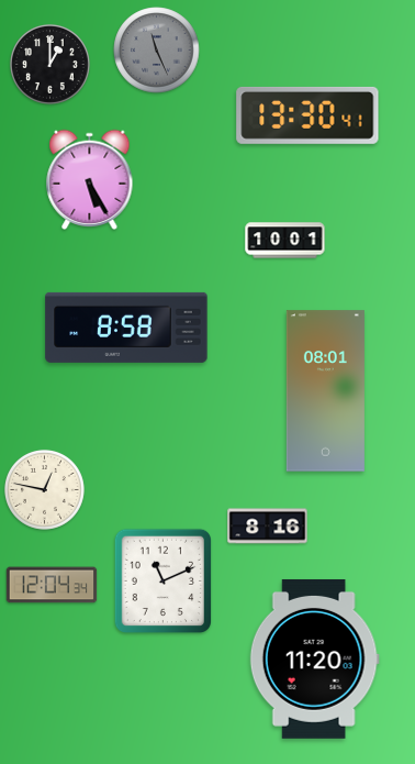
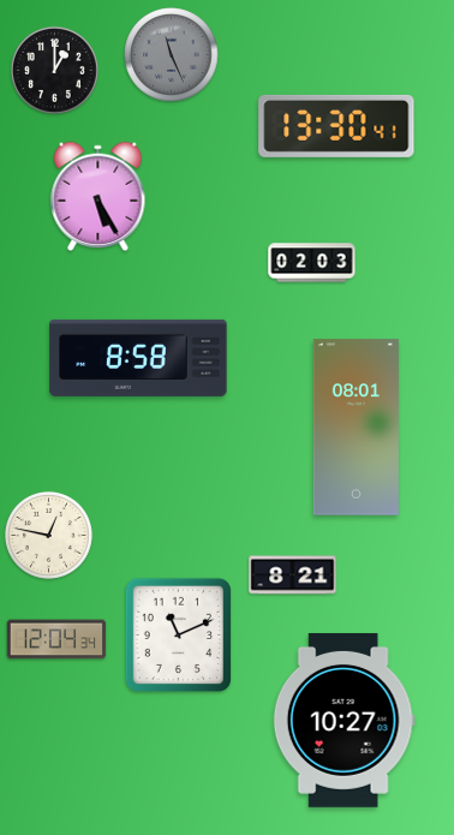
clock at (285, 241): 10:01 -> 02:03
clock at (268, 527): 8:16 -> 8:21
clock at (314, 658): 11:20 -> 10:27
